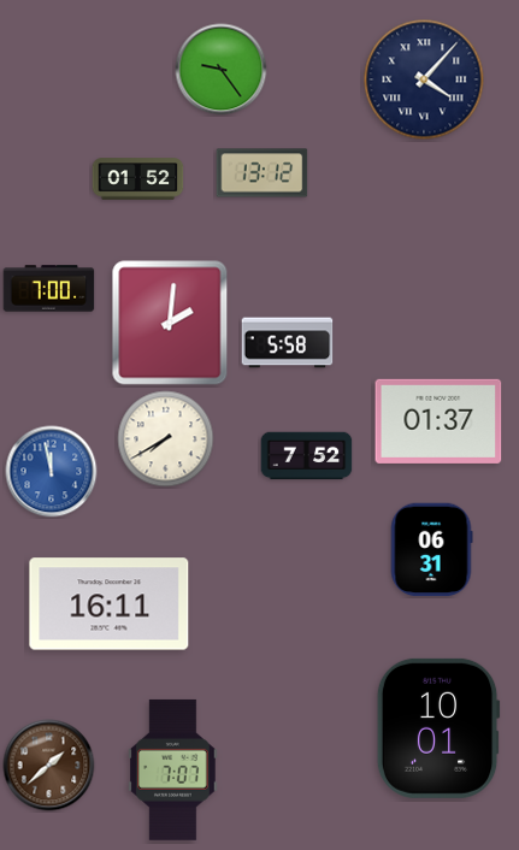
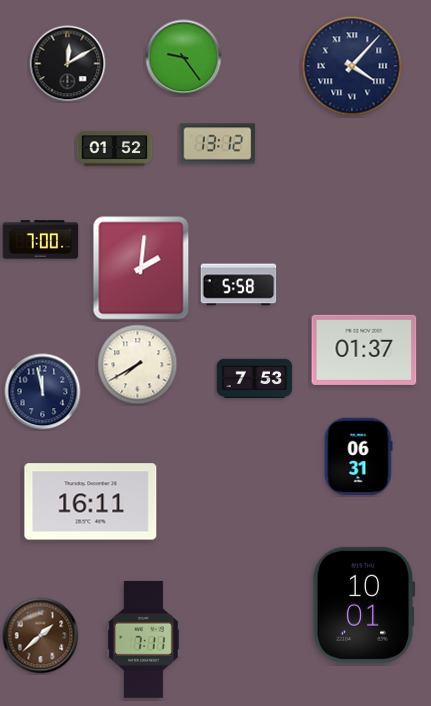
clock at (68, 64): none -> 12:10
clock at (307, 456): 7:52 -> 7:53
clock at (52, 472) dial: blue -> navy
clock at (173, 769): 7:07 -> 7:11
